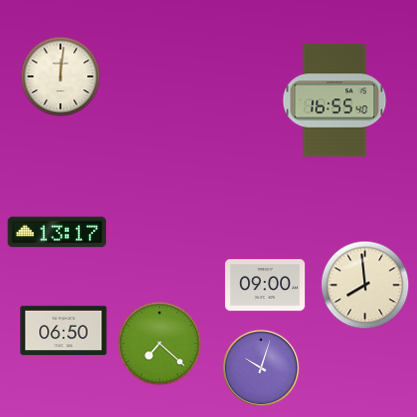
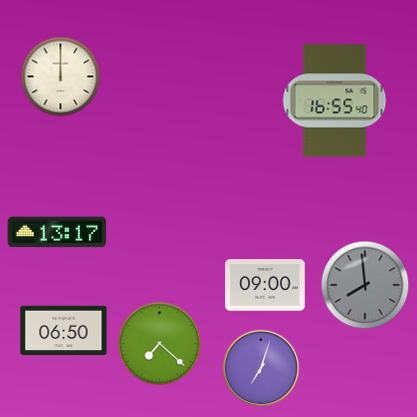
clock at (61, 77): 12:01 -> 12:00
clock at (365, 285) dial: cream -> grey
clock at (261, 368): 10:03 -> 7:03
